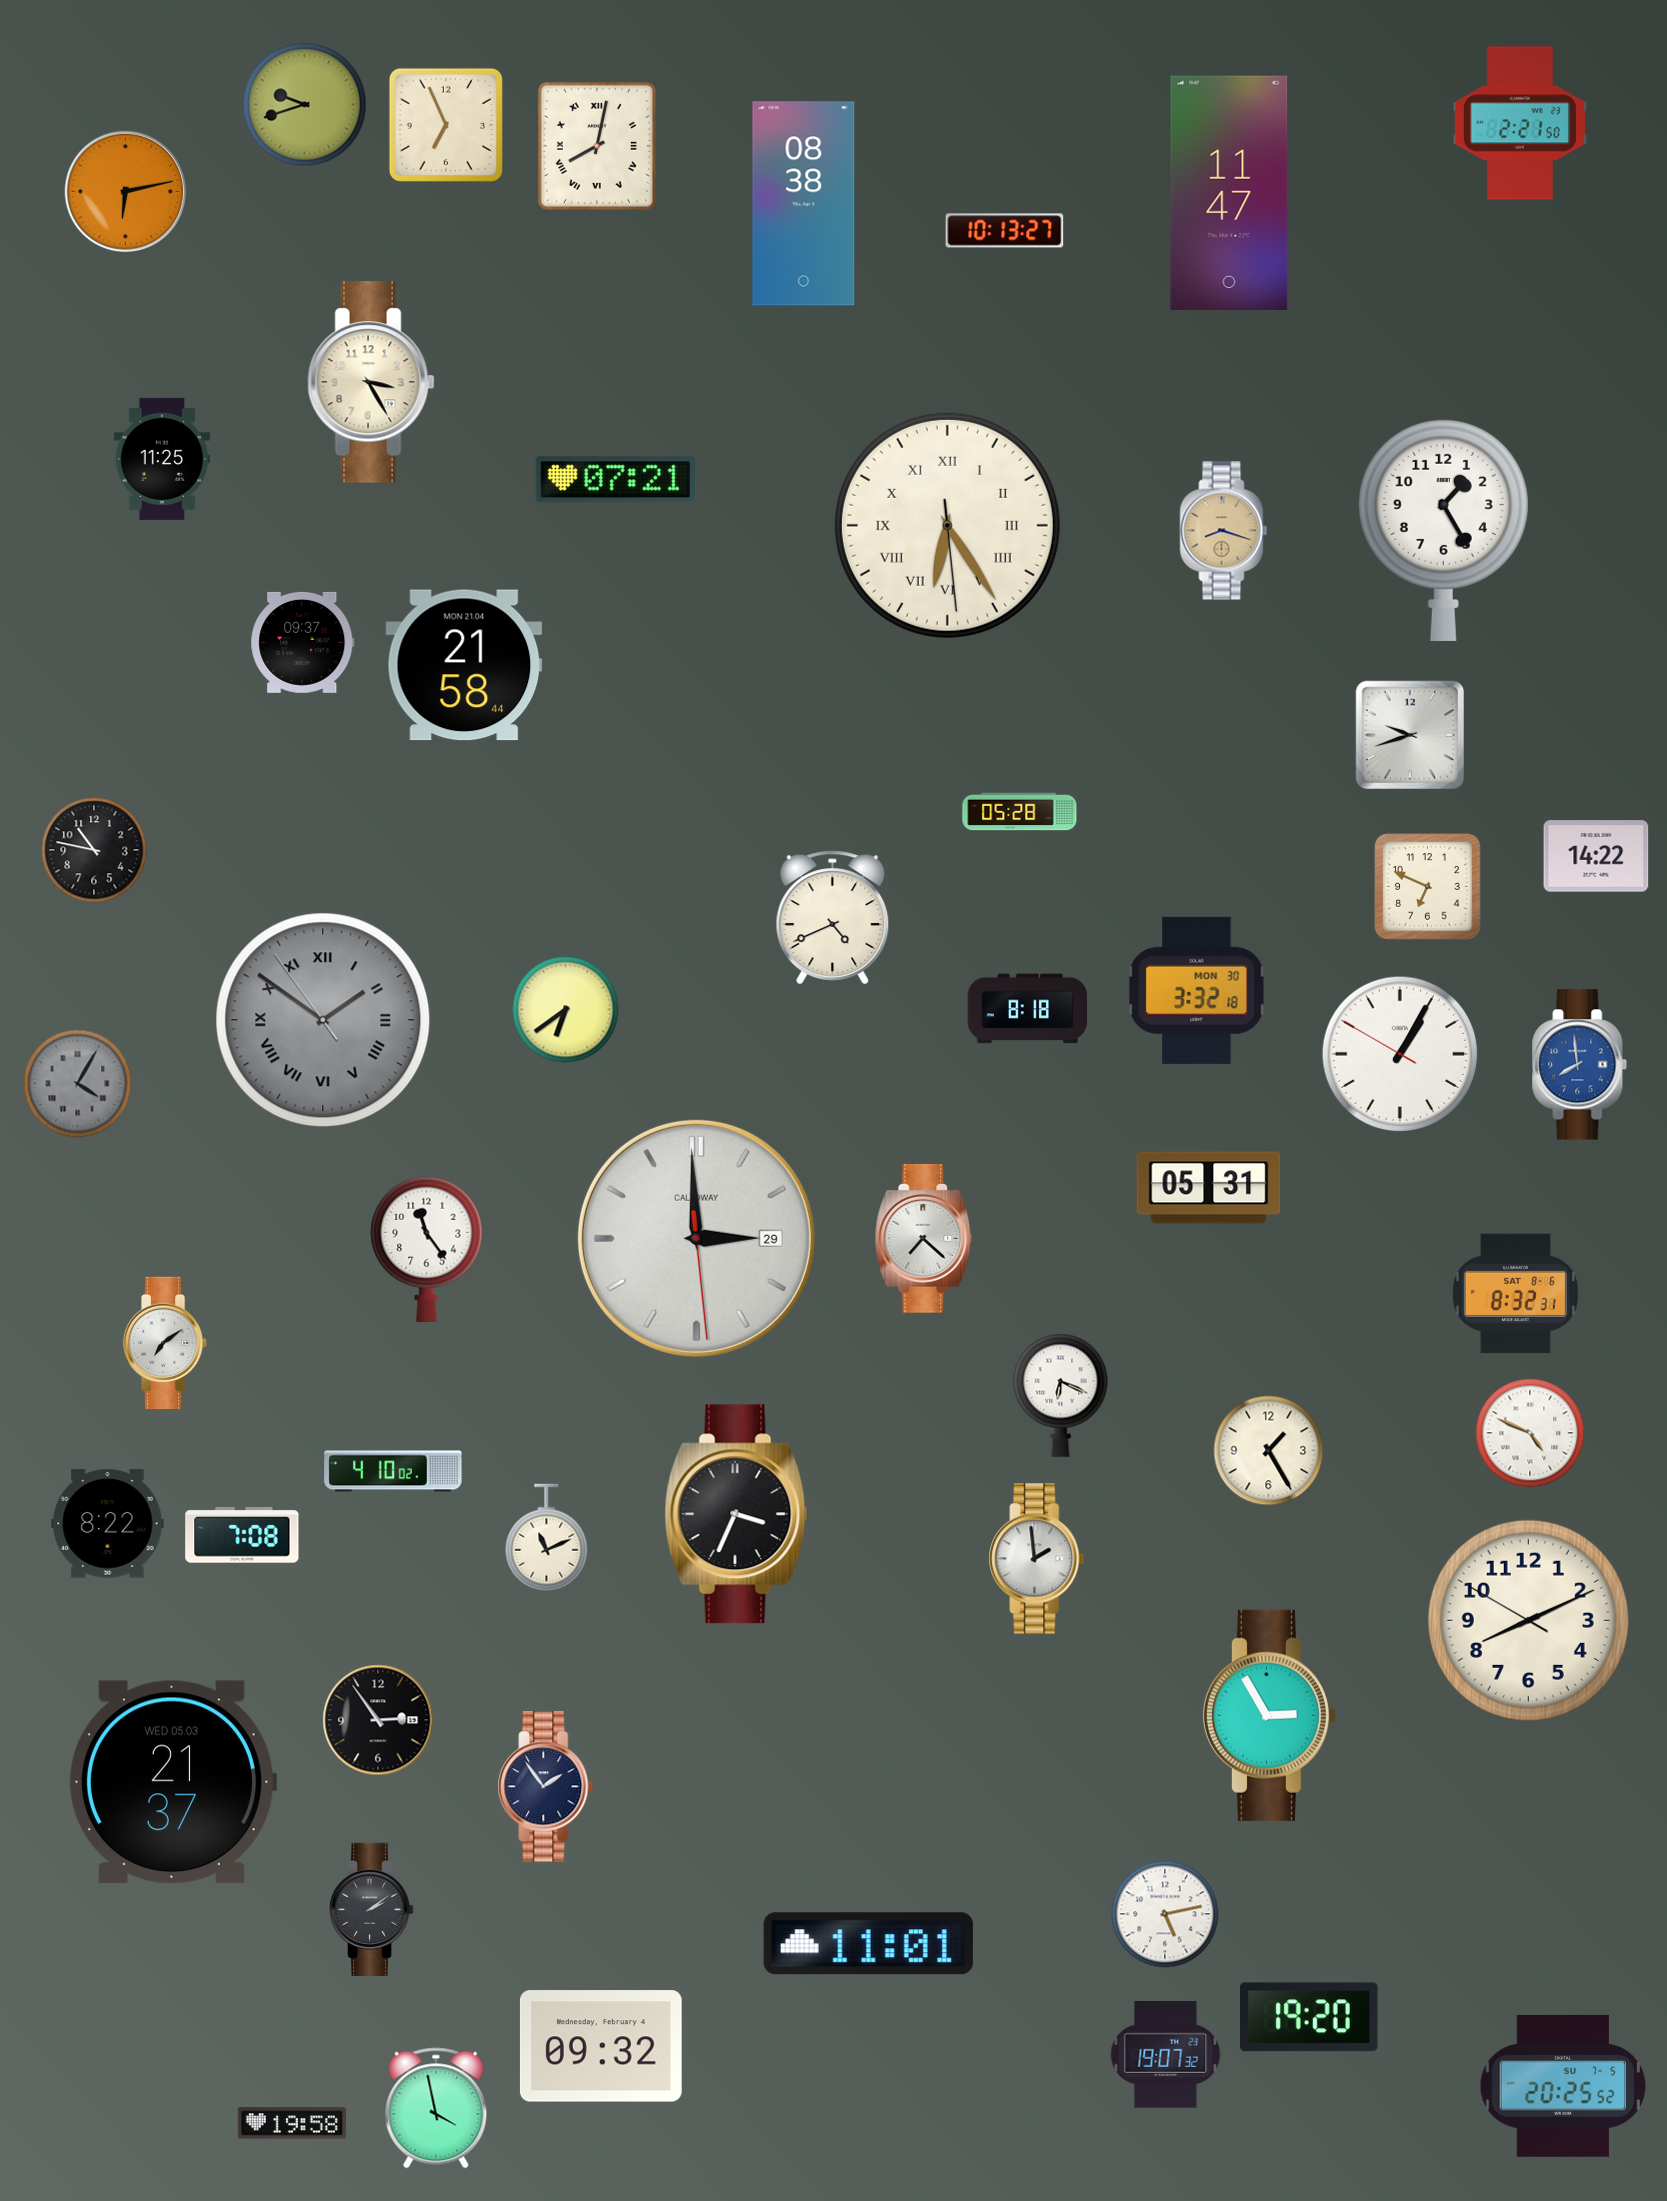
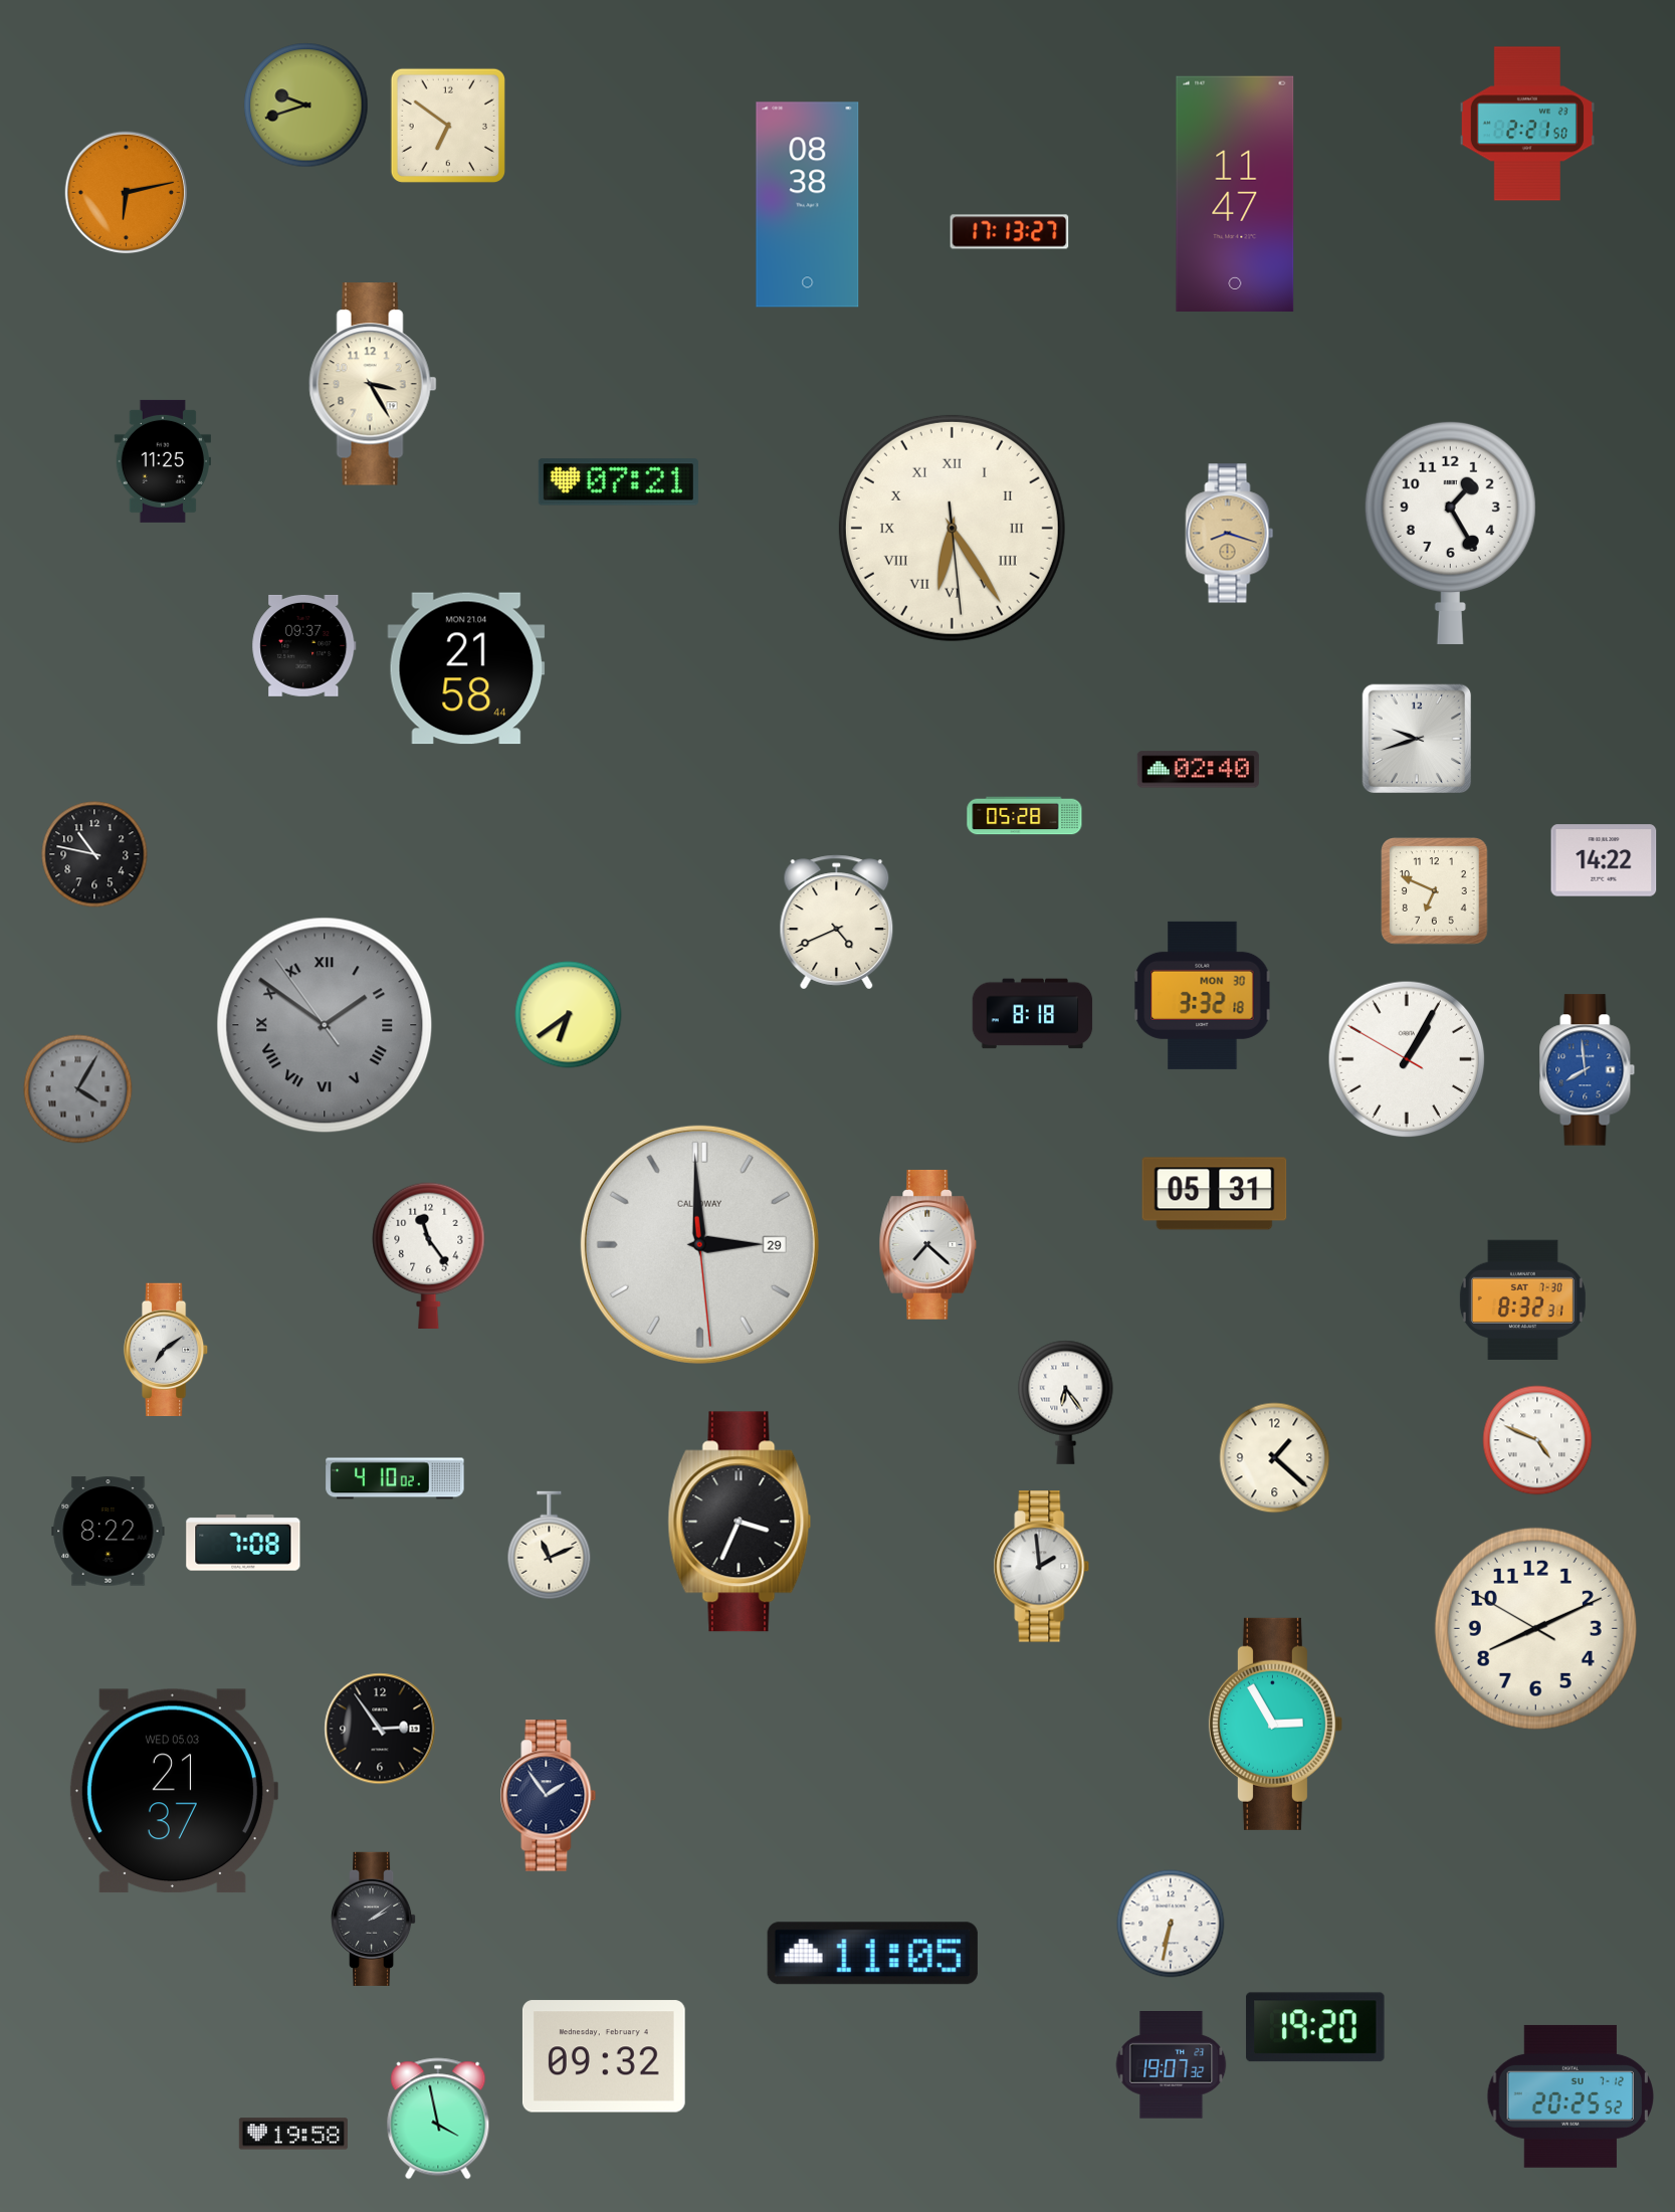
clock at (446, 125): 6:56 -> 6:51
clock at (597, 146): 8:02 -> none
clock at (1005, 231): 10:13 -> 17:13
clock at (1198, 770): none -> 02:40
clock at (1515, 1293) date: SAT 8-6 -> SAT 7-30
clock at (1061, 1395): 6:19 -> 6:24
clock at (1269, 1451): 1:25 -> 1:22
clock at (1165, 1914): 5:13 -> 6:32
clock at (868, 1944): 11:01 -> 11:05
clock at (1563, 2086) date: SU 7-5 -> SU 7-12
